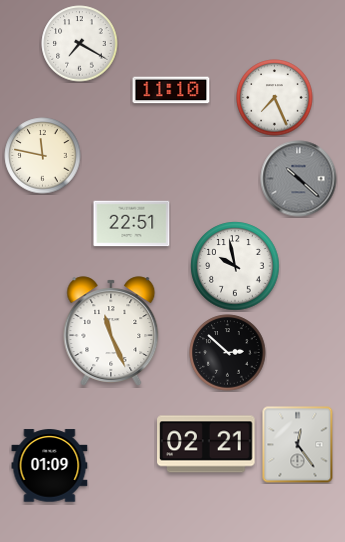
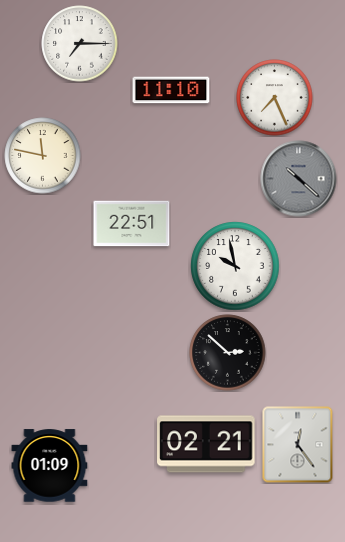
clock at (80, 44): 7:20 -> 7:15
clock at (111, 331): 11:26 -> none
